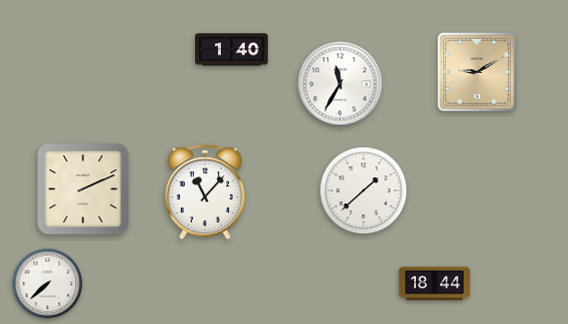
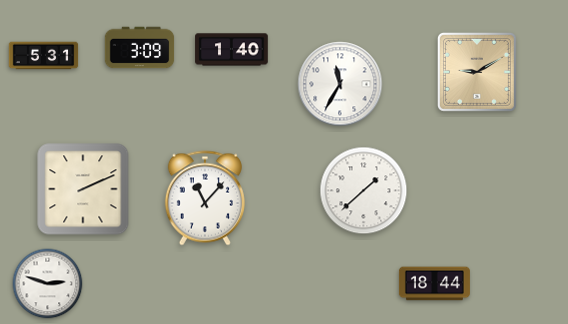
clock at (140, 48): none -> 3:09
clock at (44, 56): none -> 5:31
clock at (205, 192) position: (205, 192) -> (205, 198)
clock at (48, 284): 7:38 -> 2:48
